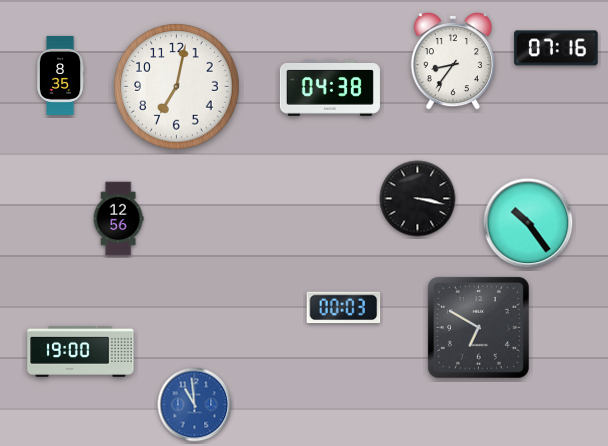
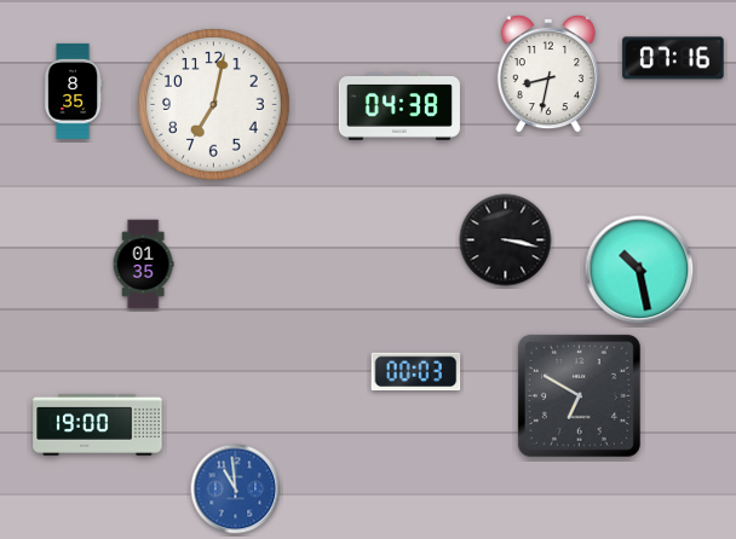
clock at (453, 61): 8:36 -> 8:32
clock at (118, 219): 12:56 -> 01:35
clock at (528, 223): 10:24 -> 10:28
